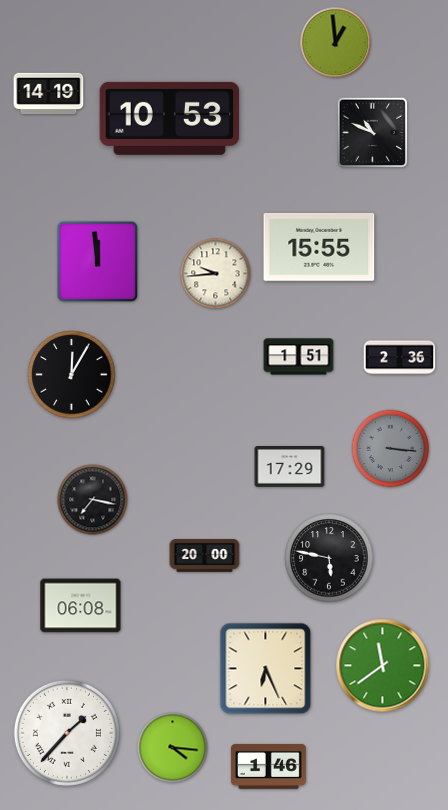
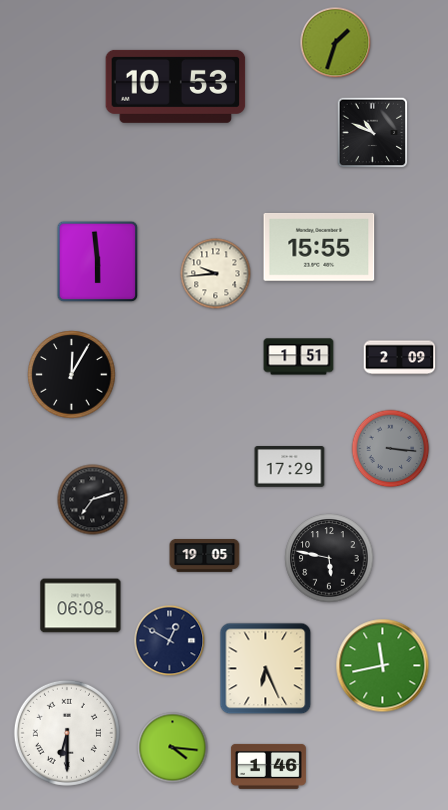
clock at (336, 43): 12:59 -> 1:33
clock at (49, 94): 14:19 -> none
clock at (170, 118) position: (170, 118) -> (176, 86)
clock at (98, 262): 11:59 -> 5:59
clock at (400, 358): 2:36 -> 2:09
clock at (93, 500): 7:17 -> 7:12
clock at (205, 556): 20:00 -> 19:05
clock at (170, 641): none -> 12:50
clock at (383, 666): 11:39 -> 11:43
clock at (67, 733): 1:37 -> 6:30
